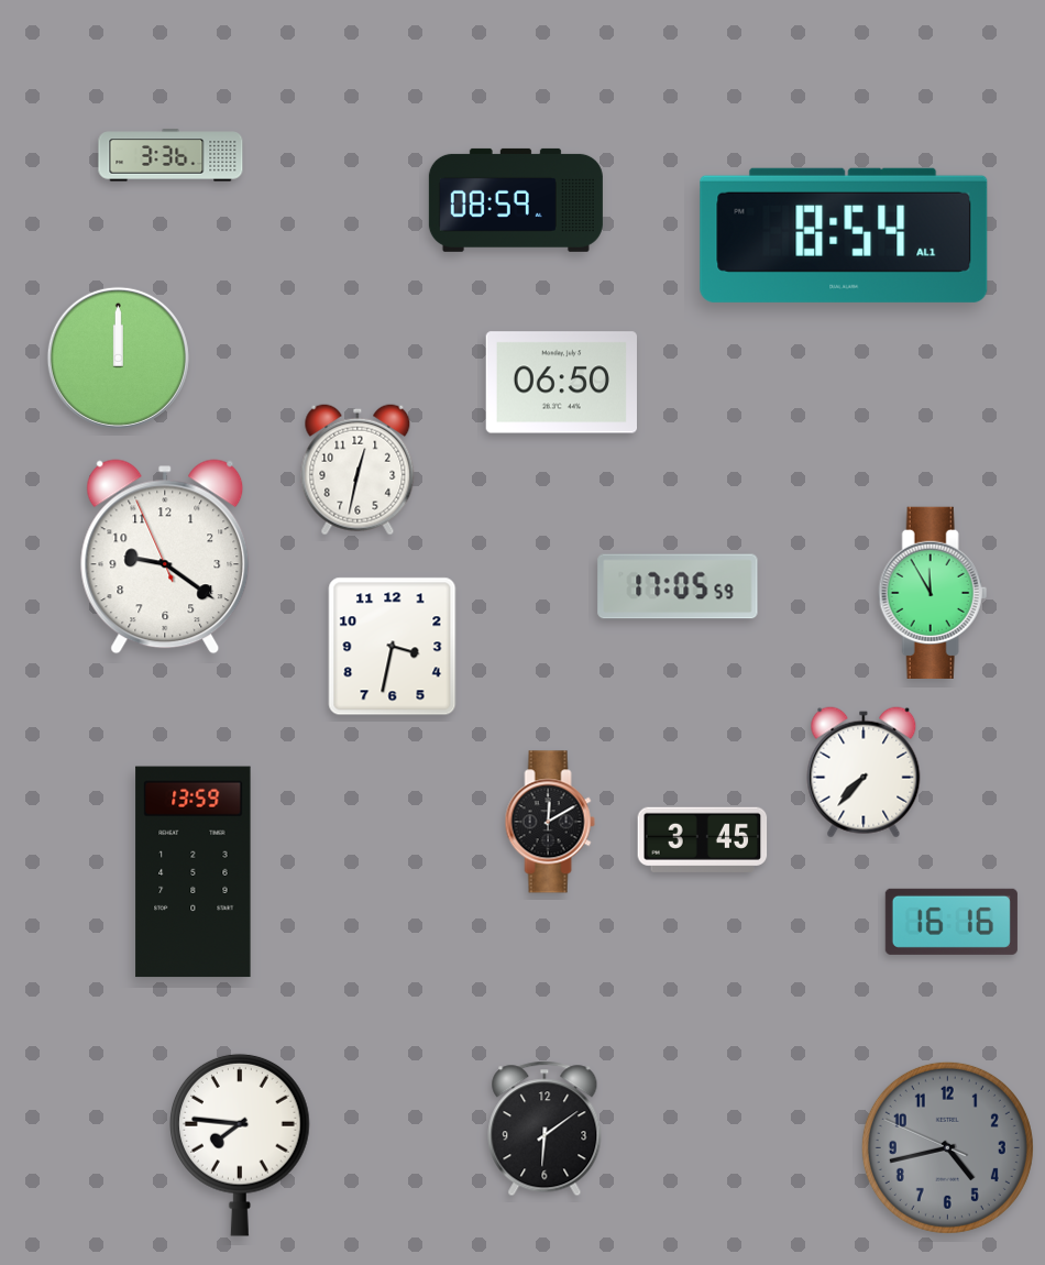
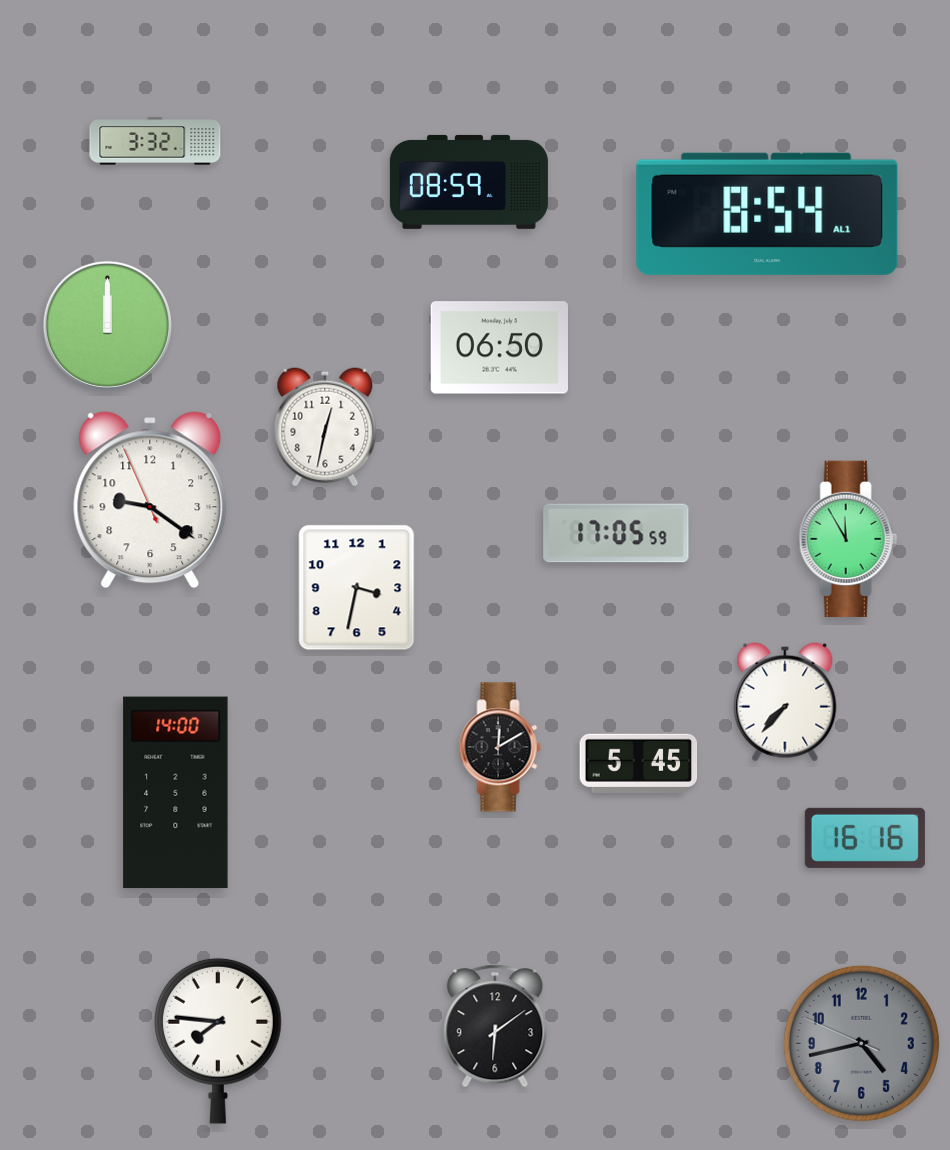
clock at (170, 155): 3:36 -> 3:32
clock at (561, 383) position: (561, 383) -> (499, 348)
clock at (165, 557) position: (165, 557) -> (150, 500)
clock at (703, 839): 3:45 -> 5:45
clock at (194, 872): 13:59 -> 14:00
